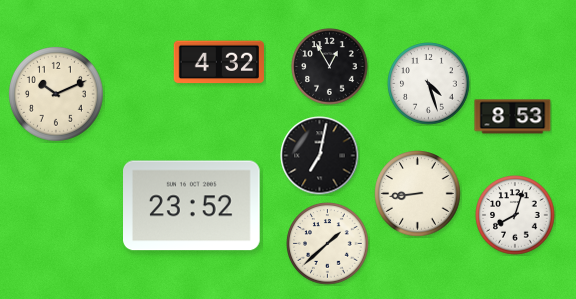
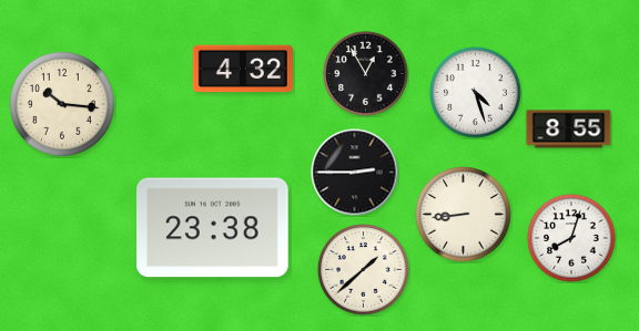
clock at (56, 94): 10:11 -> 10:16
clock at (513, 117): 8:53 -> 8:55
clock at (320, 156): 7:02 -> 2:45
clock at (192, 206): 23:52 -> 23:38
